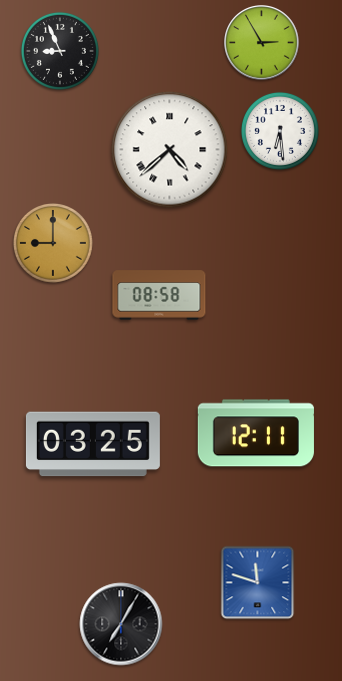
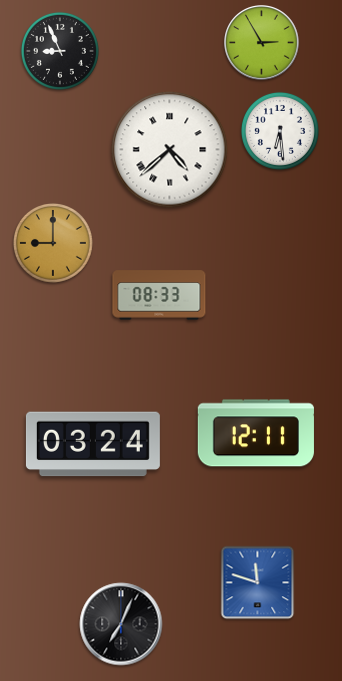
clock at (159, 295): 08:58 -> 08:33
clock at (93, 444): 03:25 -> 03:24
clock at (121, 624): 7:05 -> 7:04
